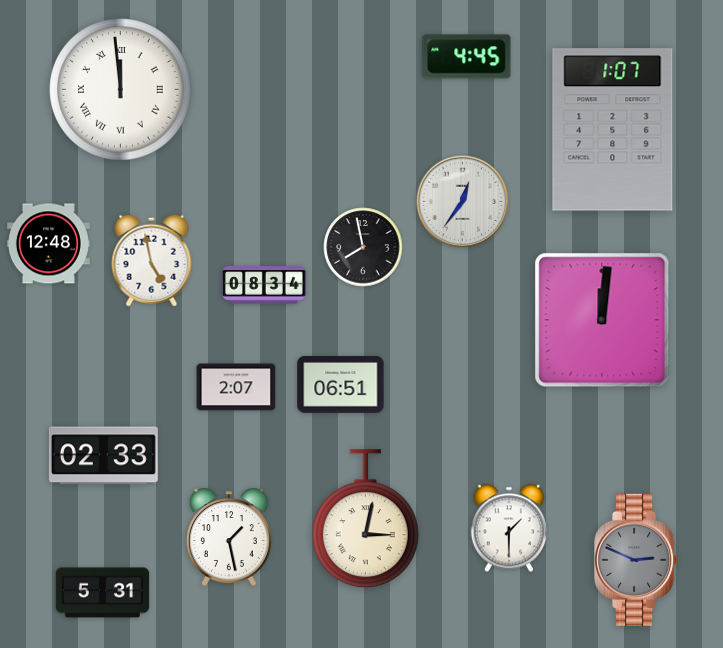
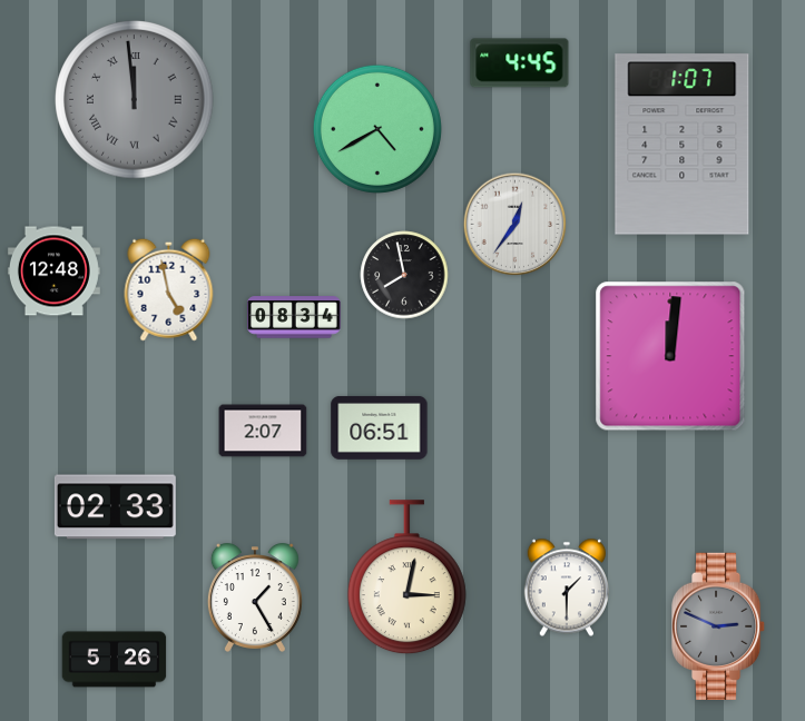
clock at (121, 90) dial: white -> grey
clock at (377, 129): none -> 4:40
clock at (229, 537): 1:28 -> 1:25
clock at (637, 560) position: (637, 560) -> (719, 626)
clock at (103, 593): 5:31 -> 5:26
